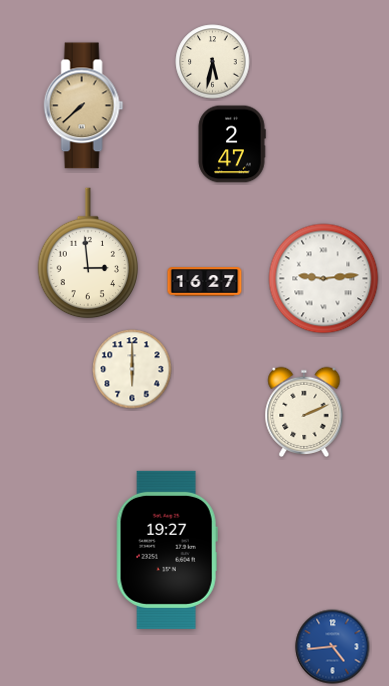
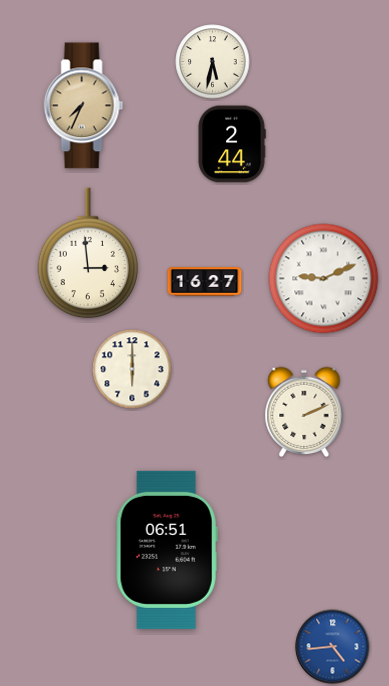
clock at (84, 106): 7:38 -> 7:34
clock at (232, 144): 2:47 -> 2:44
clock at (324, 279): 9:14 -> 9:11
clock at (167, 550): 19:27 -> 06:51
